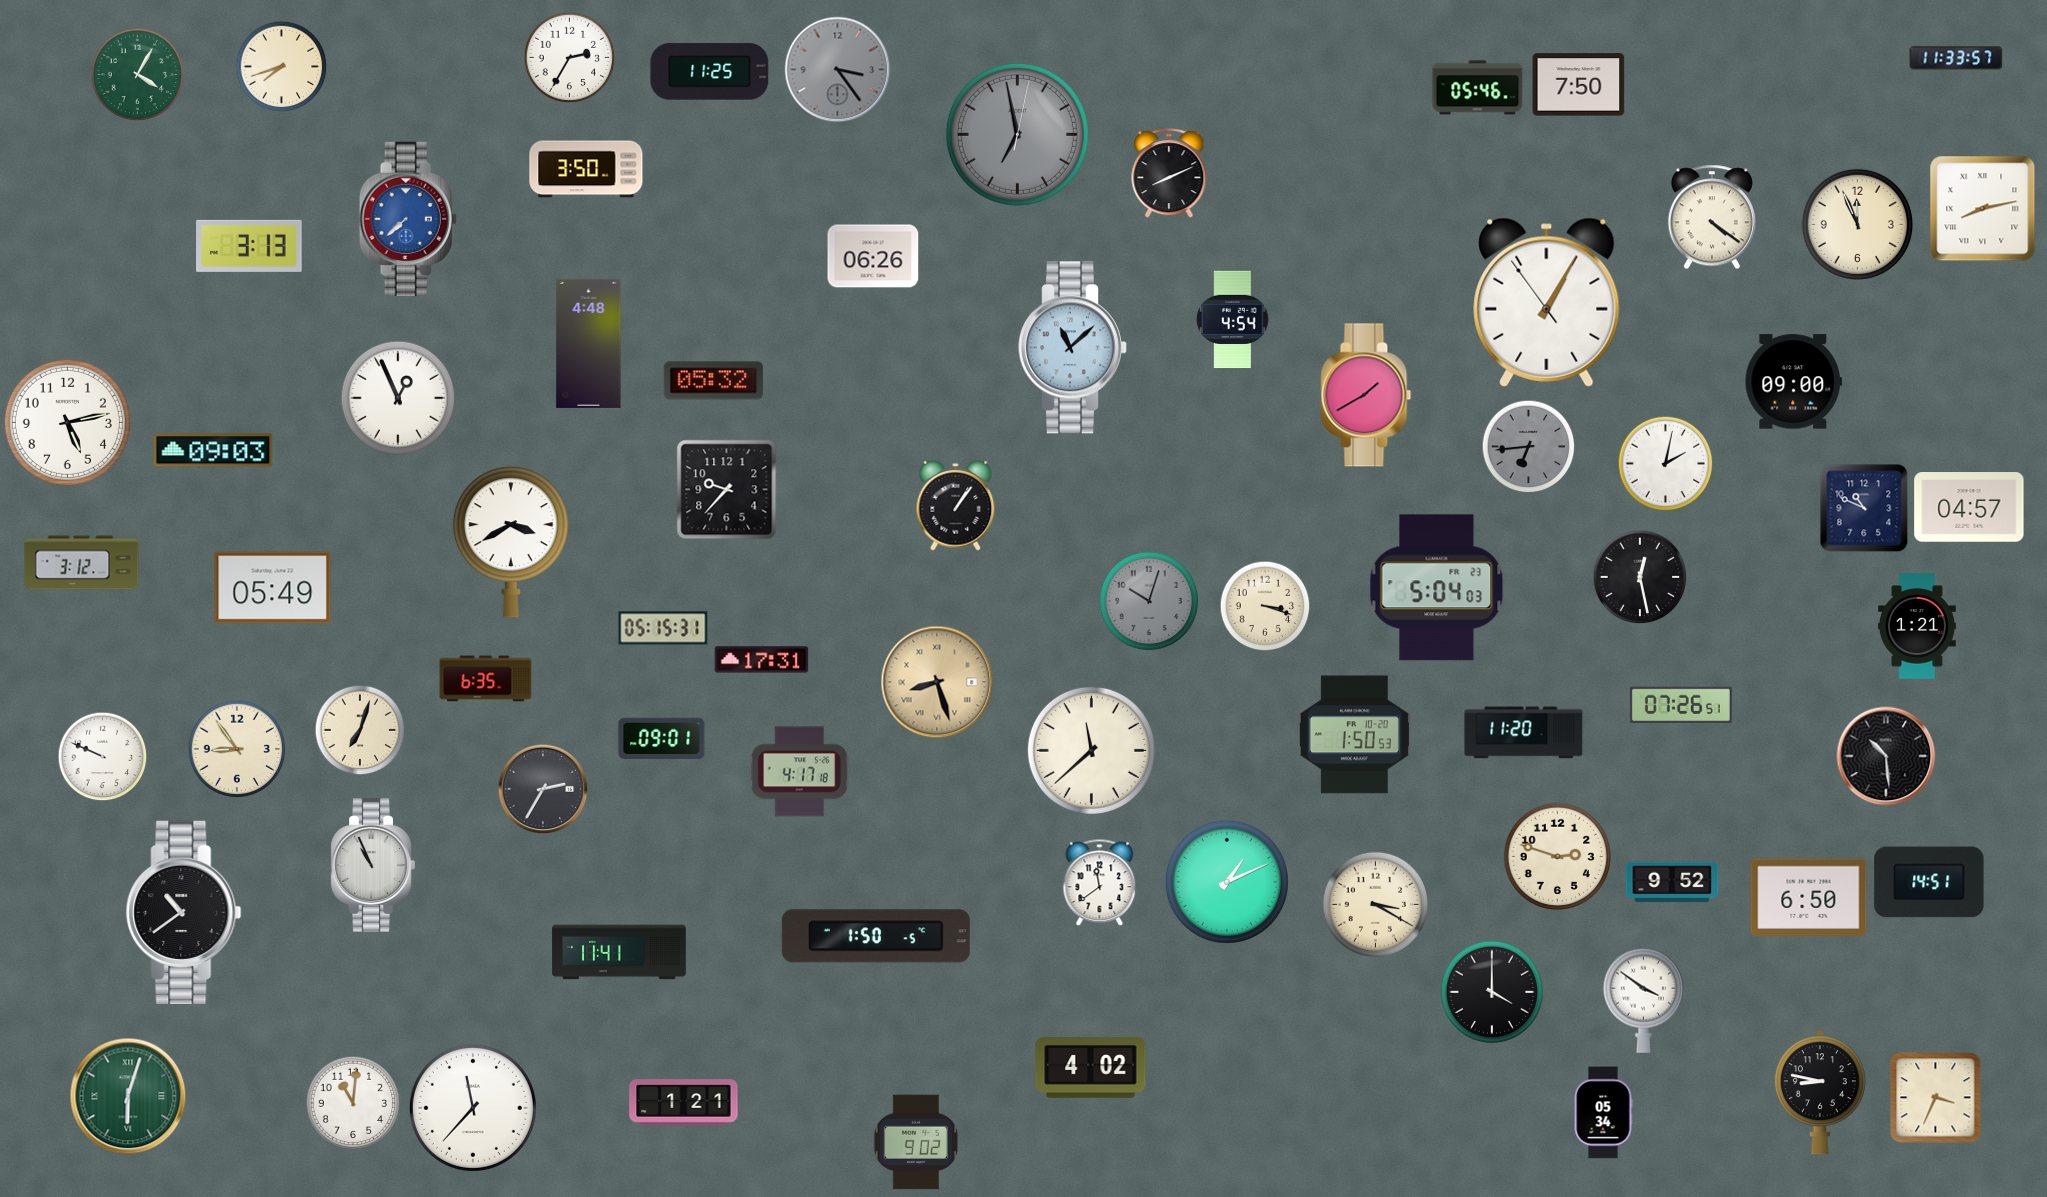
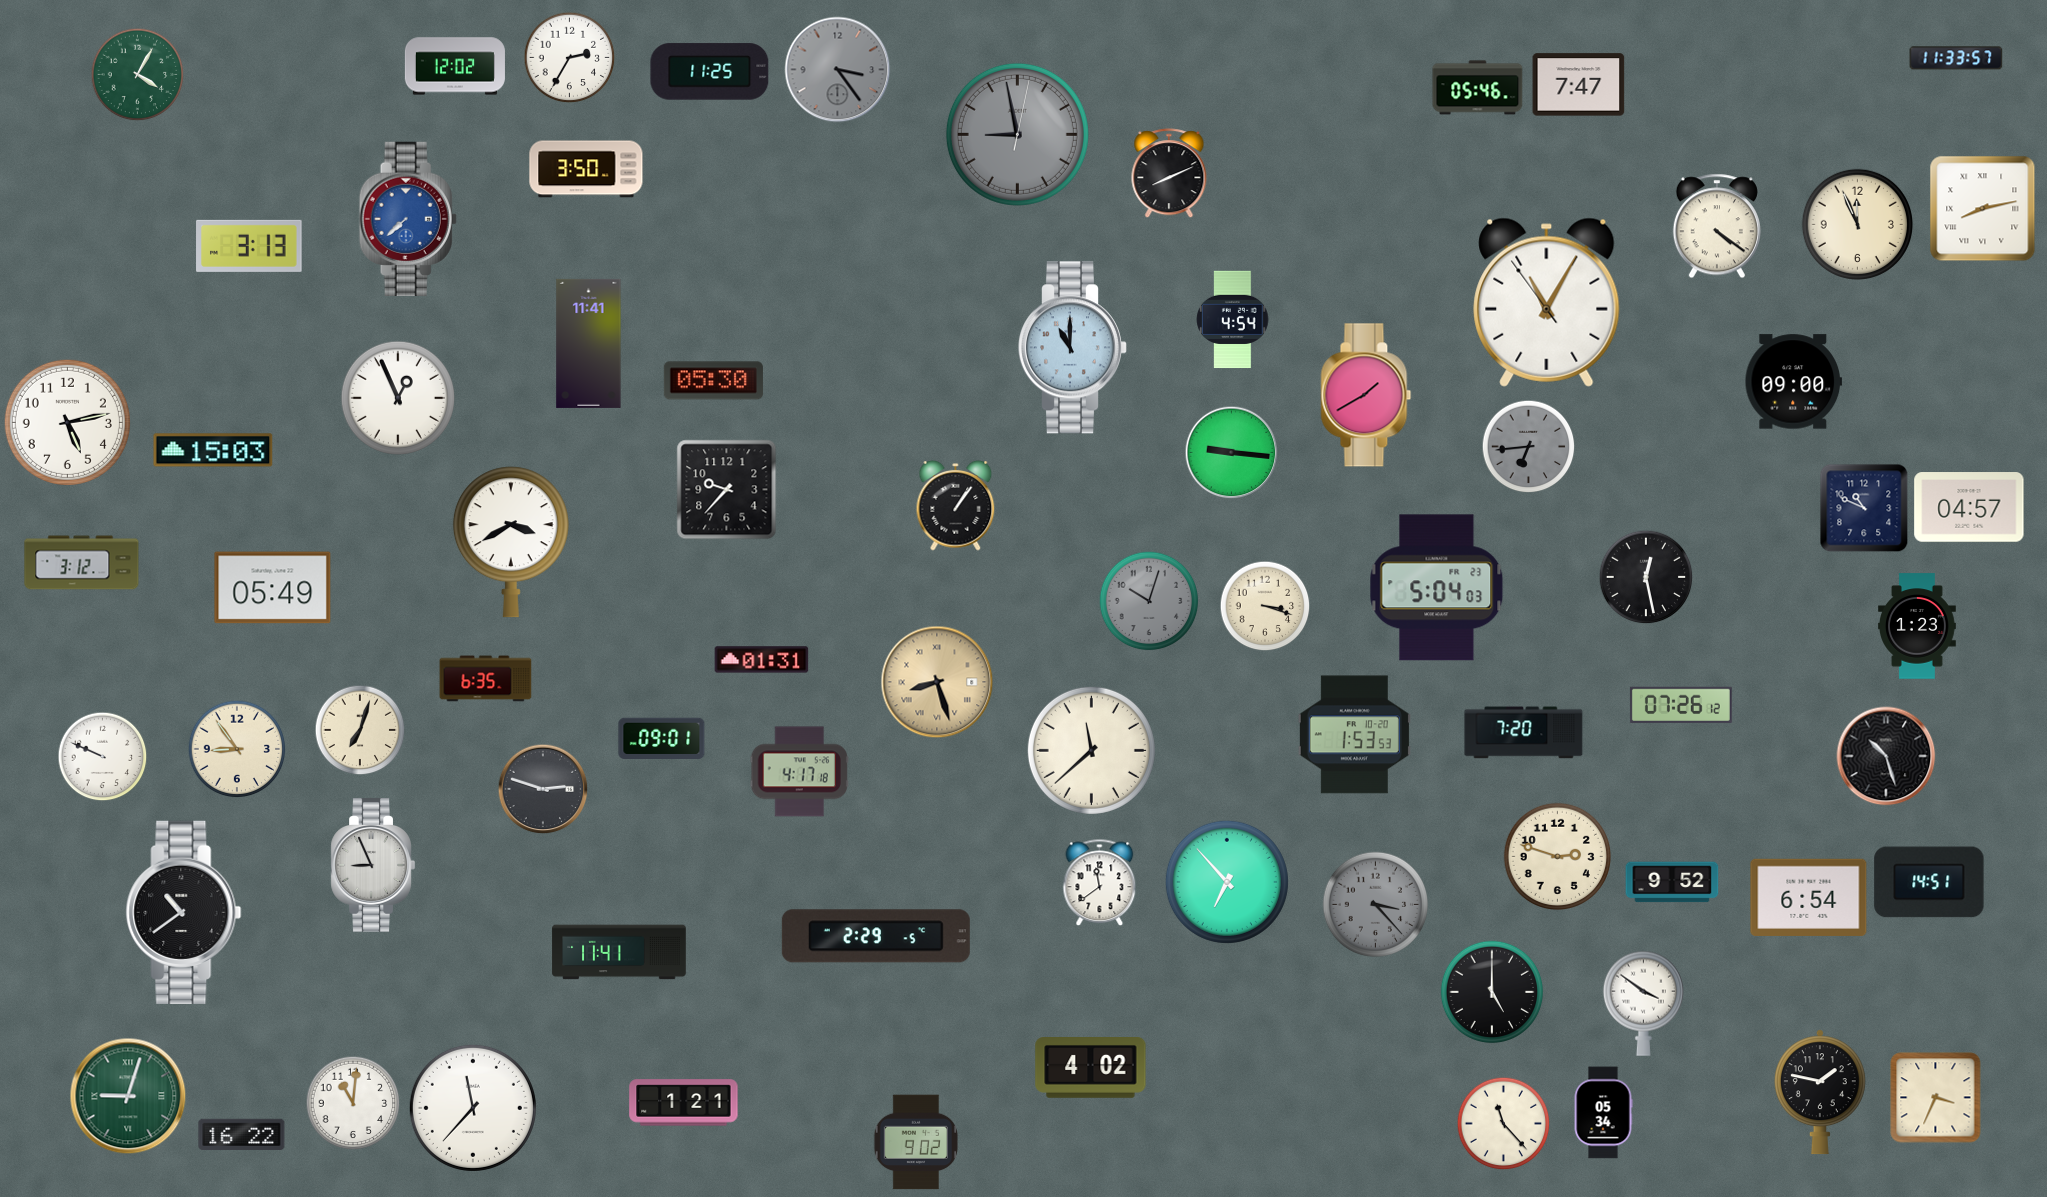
clock at (455, 66): none -> 12:02
clock at (282, 67): 7:42 -> none
clock at (1579, 85): 7:50 -> 7:47
clock at (1017, 134): 6:58 -> 8:58
clock at (1712, 217) position: (1712, 217) -> (1717, 226)
clock at (873, 256): 06:26 -> none
clock at (1547, 302): 1:04 -> 11:04
clock at (589, 343): 4:48 -> 11:41
clock at (1072, 348): 11:08 -> 11:00
clock at (713, 381): 05:32 -> 05:30
clock at (213, 450): 09:03 -> 15:03
clock at (1232, 453): none -> 9:16
clock at (1666, 464): 2:02 -> none
clock at (1640, 577) position: (1640, 577) -> (1646, 577)
clock at (1918, 626): 1:21 -> 1:23
clock at (663, 628): 05:15 -> none
clock at (762, 660): 17:31 -> 01:31
clock at (1681, 704): 07:26:51 -> 07:26:12
clock at (1524, 733): 11:20 -> 7:20
clock at (1354, 735): 1:50 -> 1:53
clock at (1886, 756): 10:29 -> 10:27
clock at (543, 789): 2:35 -> 2:48
clock at (373, 866): 10:56 -> 8:56
clock at (1227, 882): 1:11 -> 6:53
clock at (1809, 897): 6:50 -> 6:54
clock at (1375, 904): 3:20 -> 3:23
clock at (1375, 904) dial: cream -> grey
clock at (876, 936): 1:50 -> 2:29
clock at (1492, 992): 4:00 -> 5:00
clock at (1643, 1000) position: (1643, 1000) -> (1643, 1003)
clock at (1820, 1092): 8:47 -> 1:47
clock at (128, 1096): 6:03 -> 9:03
clock at (1504, 1124): none -> 11:23
clock at (242, 1134): none -> 16:22
